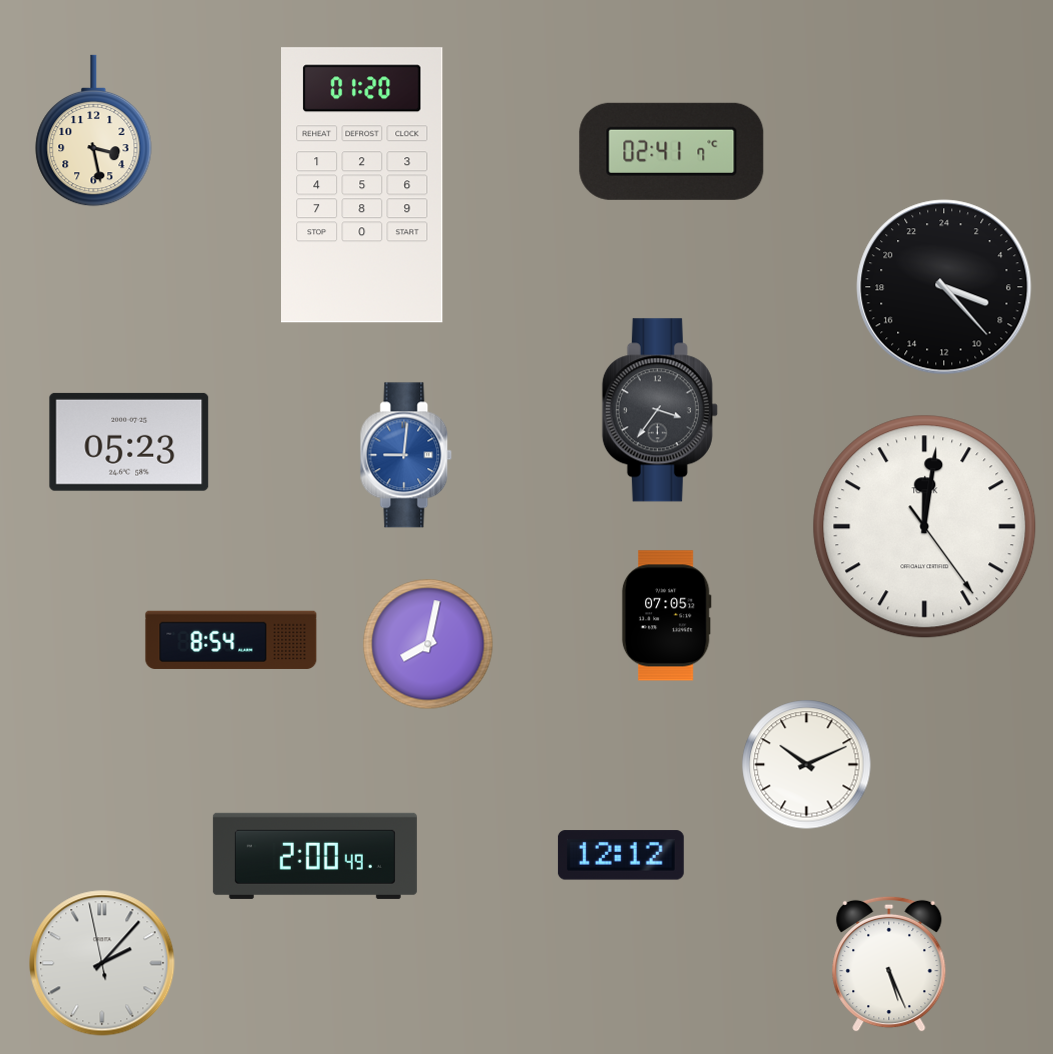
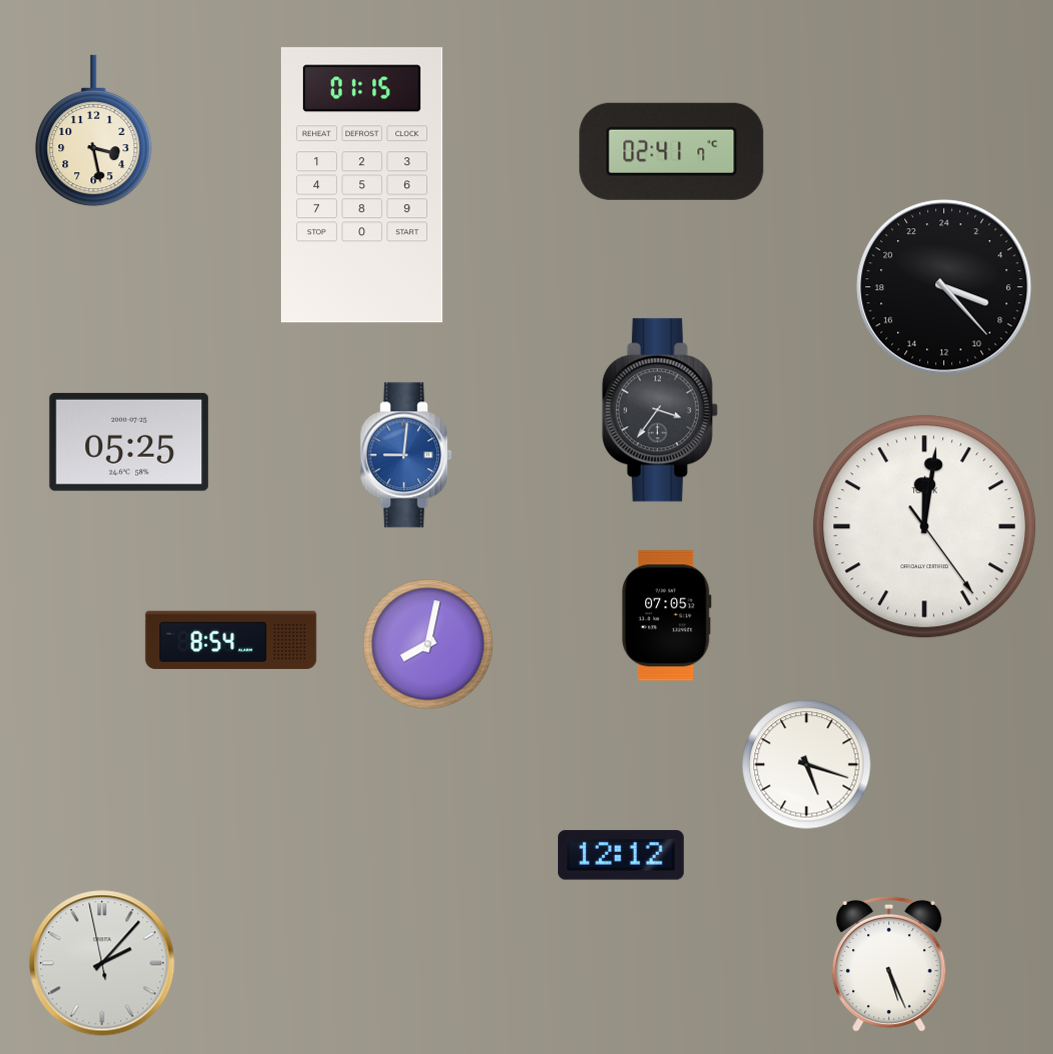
clock at (363, 185): 01:20 -> 01:15
clock at (129, 442): 05:23 -> 05:25
clock at (807, 765): 10:11 -> 5:18
clock at (315, 856): 2:00 -> none
